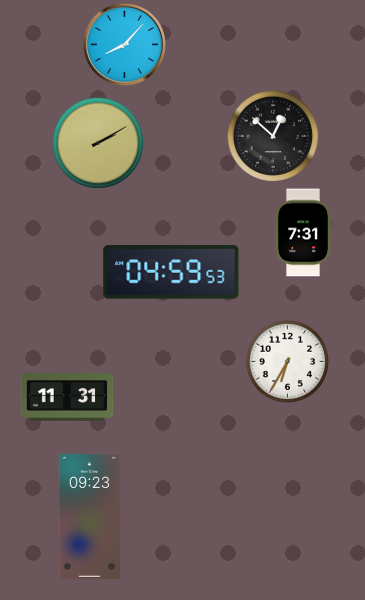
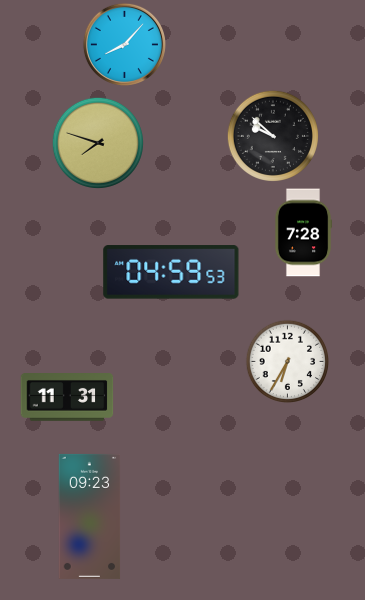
clock at (273, 136): 12:52 -> 9:52
clock at (98, 143): 2:10 -> 7:48
clock at (303, 233): 7:31 -> 7:28
